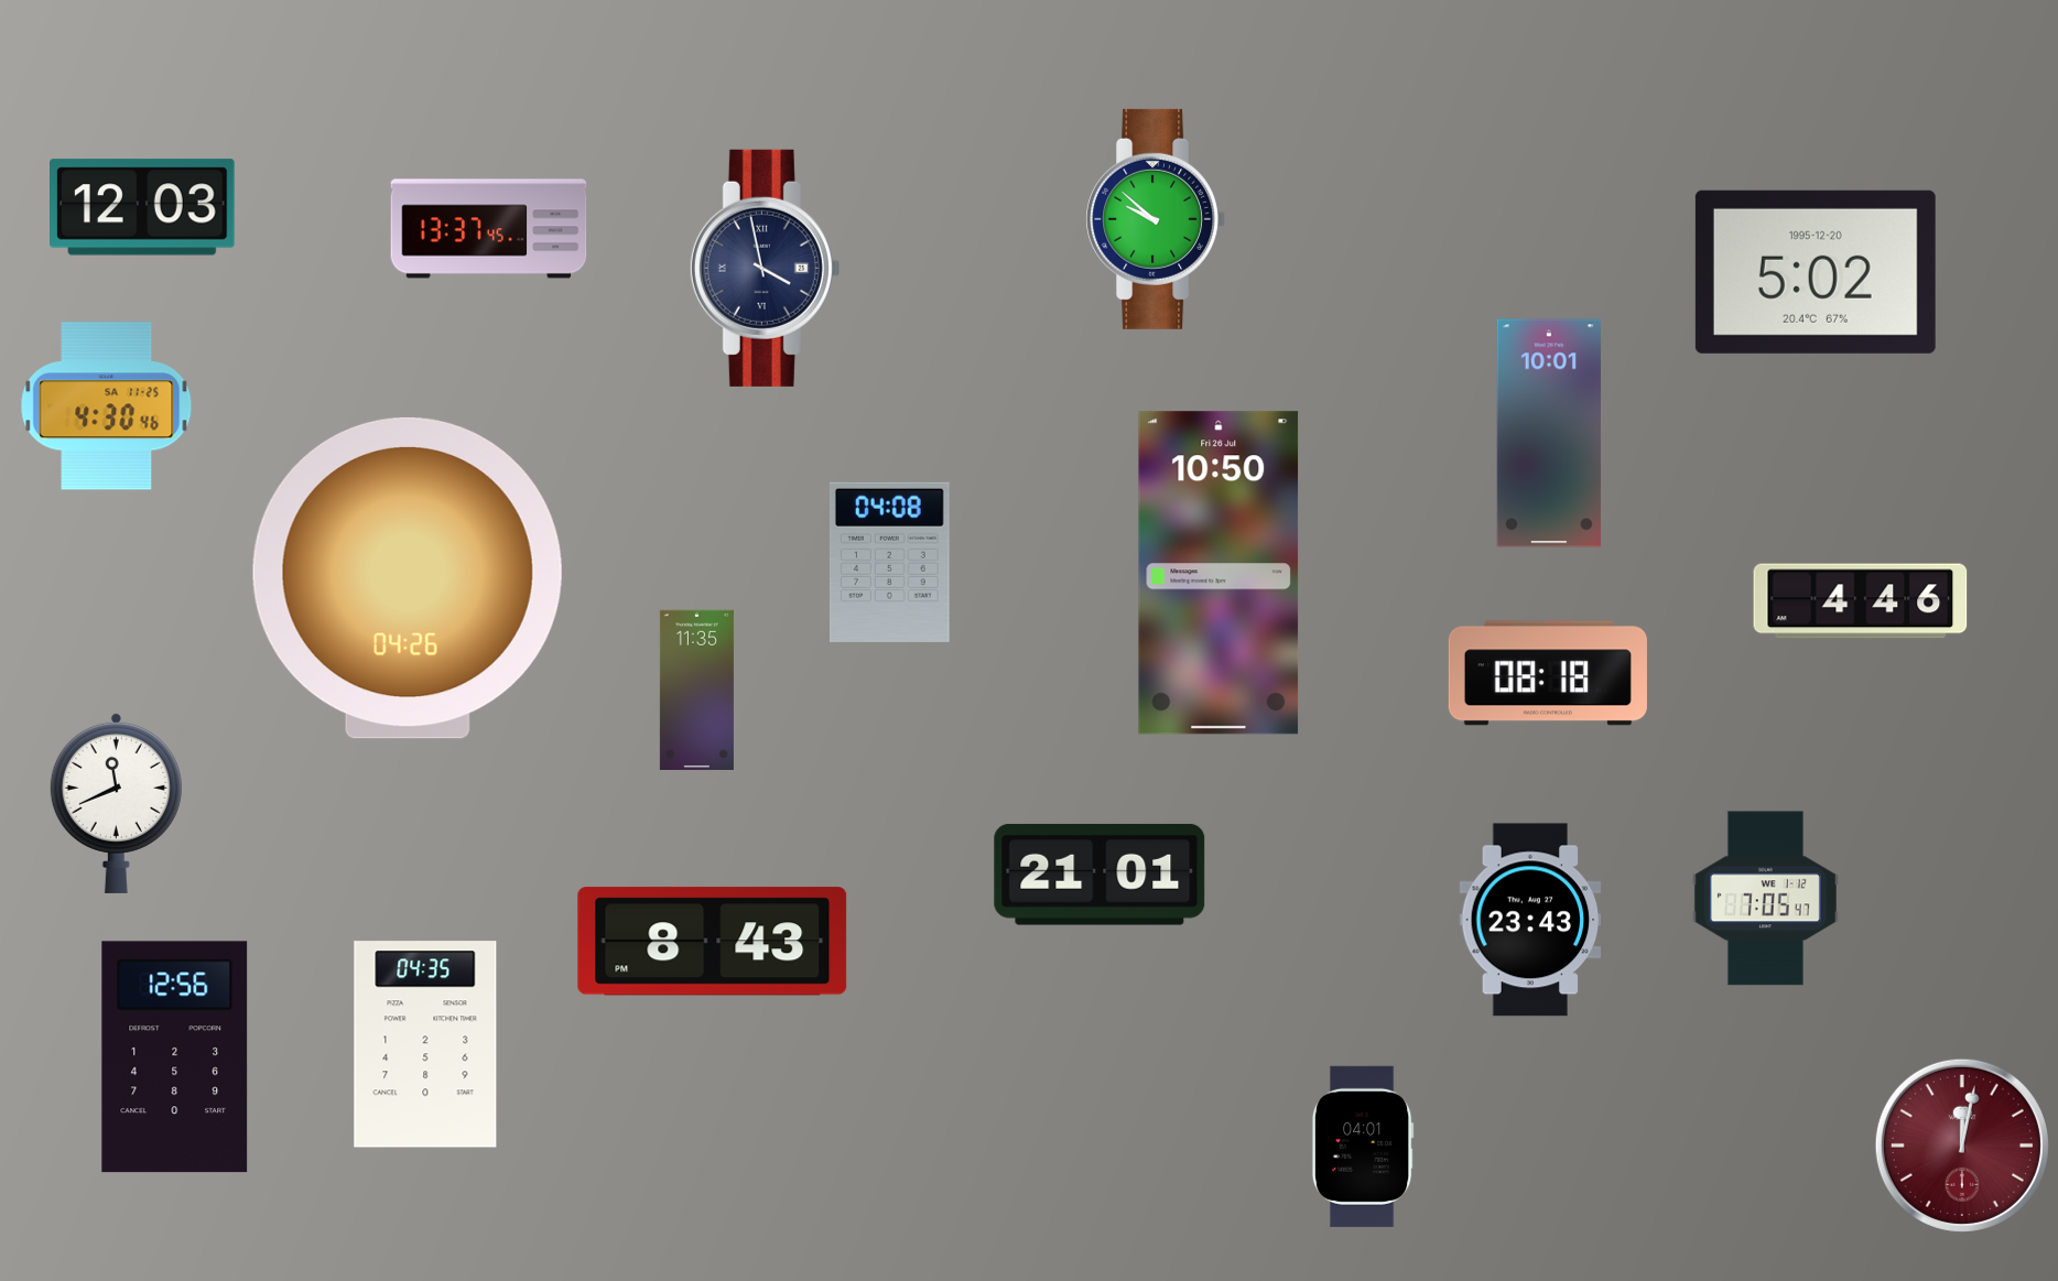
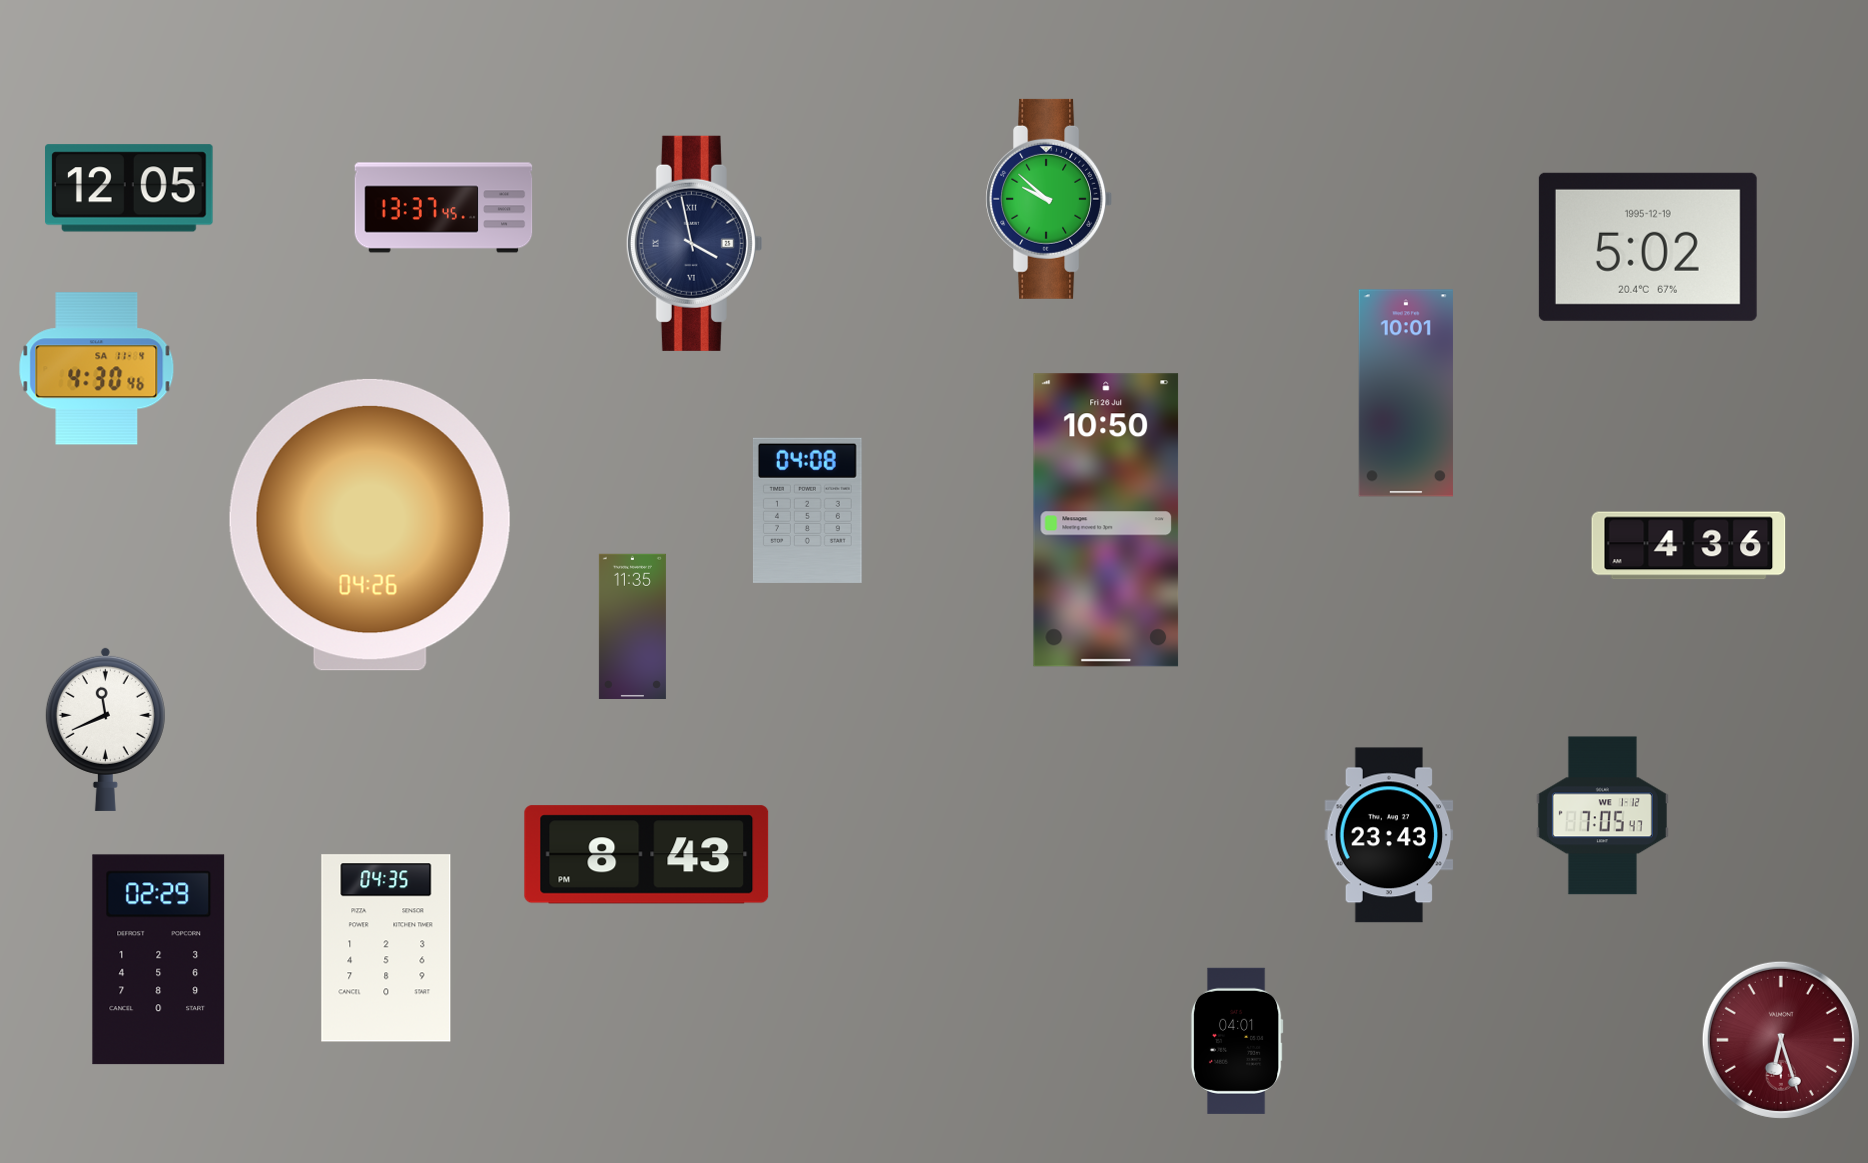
clock at (143, 207): 12:03 -> 12:05
clock at (1816, 272) date: 1995-12-20 -> 1995-12-19
clock at (107, 406) date: SA 11-25 -> SA 11-4
clock at (1861, 601): 4:46 -> 4:36
clock at (1548, 673): 08:18 -> none
clock at (1100, 875): 21:01 -> none
clock at (175, 1057): 12:56 -> 02:29
clock at (1962, 1146): 12:02 -> 6:27
